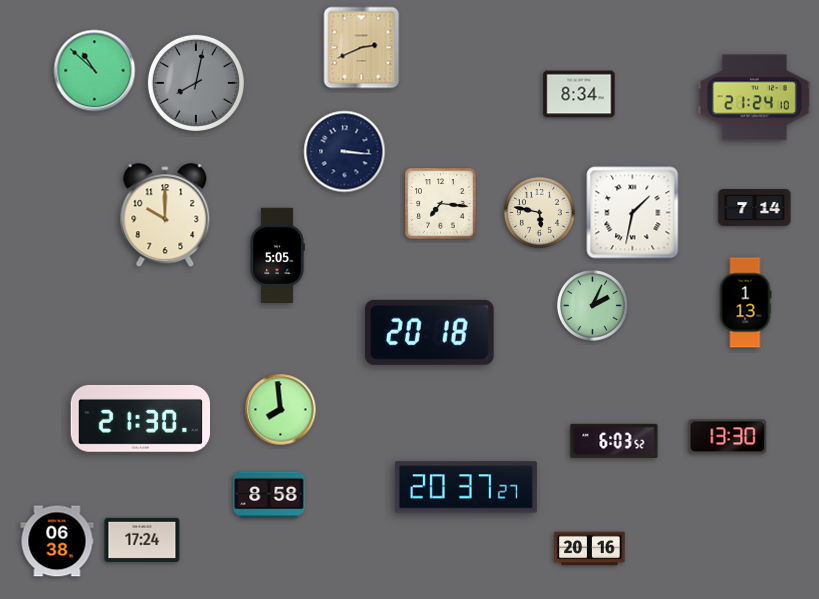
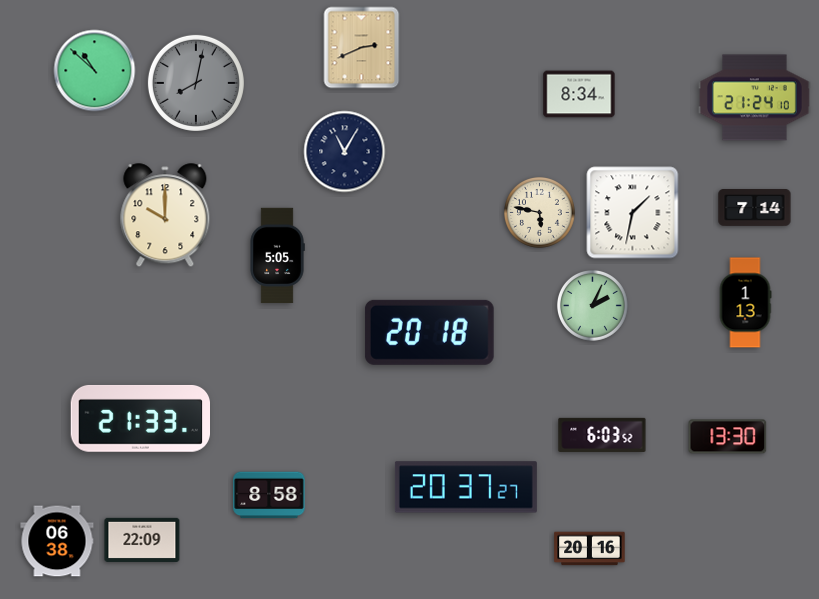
clock at (345, 152): 3:16 -> 11:05
clock at (441, 204): 7:16 -> none
clock at (281, 410): 7:59 -> none
clock at (140, 418): 21:30 -> 21:33
clock at (614, 441) position: (614, 441) -> (602, 435)
clock at (142, 540): 17:24 -> 22:09
